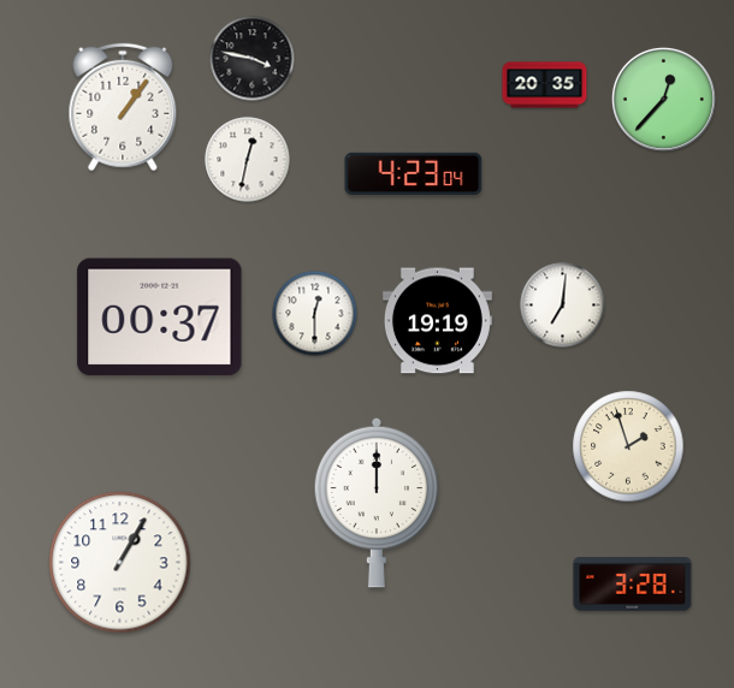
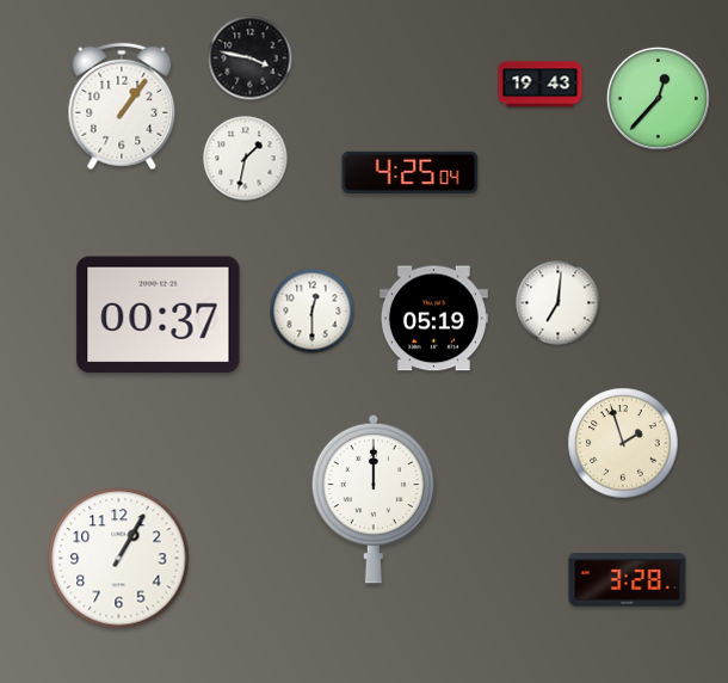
clock at (545, 85): 20:35 -> 19:43
clock at (248, 160): 12:32 -> 1:32
clock at (414, 173): 4:23 -> 4:25
clock at (437, 321): 19:19 -> 05:19
